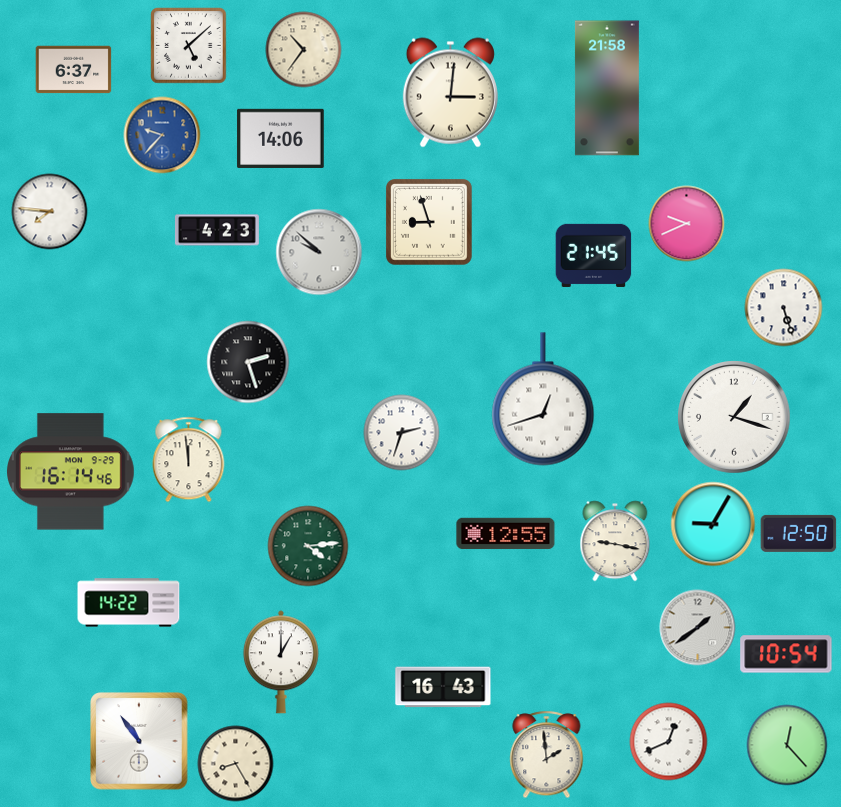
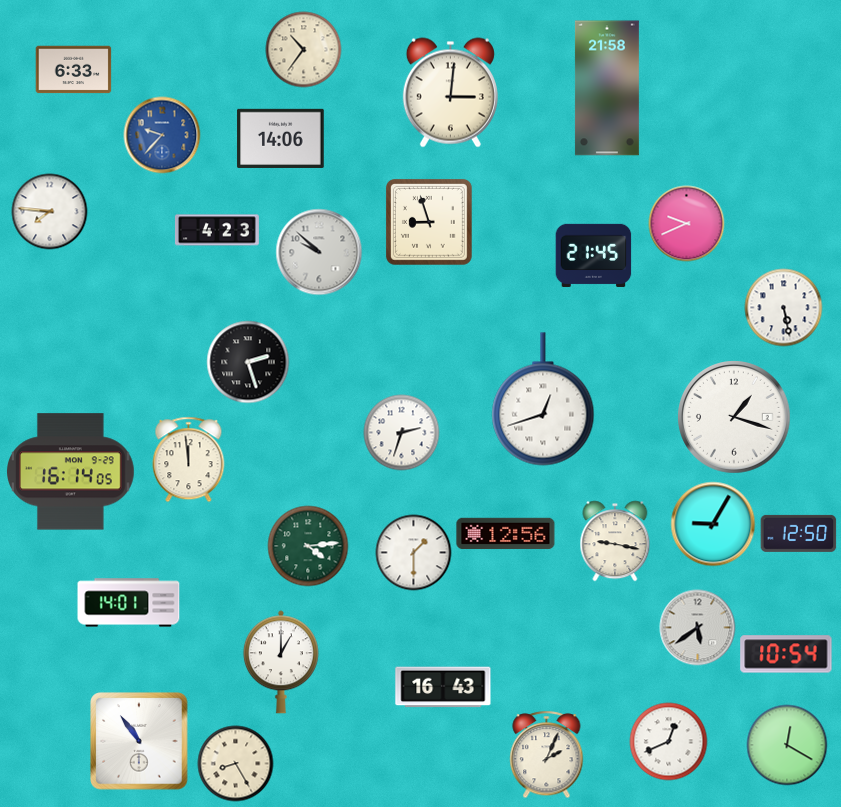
clock at (189, 46): 5:08 -> none
clock at (74, 70): 6:37 -> 6:33
clock at (784, 308): 5:27 -> 5:28
clock at (71, 472): 16:14:46 -> 16:14:05
clock at (506, 534): 12:55 -> 12:56
clock at (414, 553): none -> 1:30
clock at (129, 603): 14:22 -> 14:01
clock at (698, 628): 1:39 -> 5:39
clock at (787, 745): 12:23 -> 12:20
clock at (547, 755): 1:59 -> 2:04
